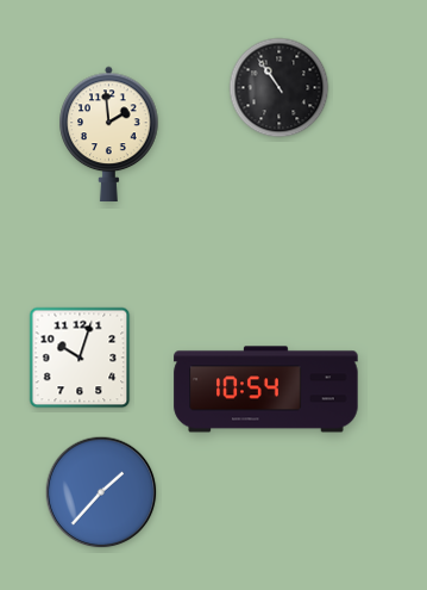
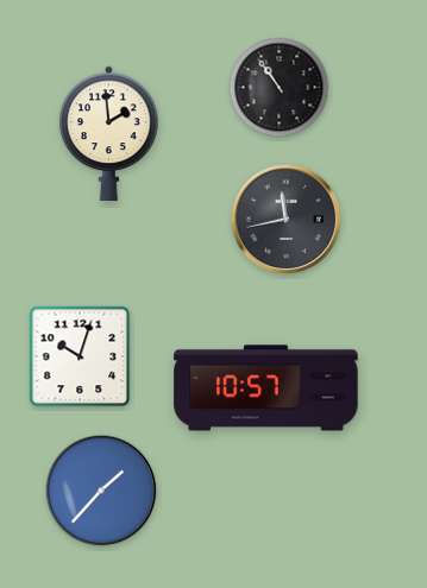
clock at (287, 220): none -> 11:43
clock at (266, 390): 10:54 -> 10:57
